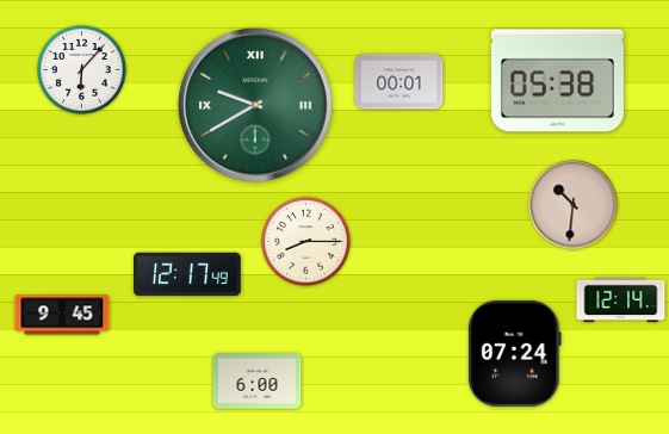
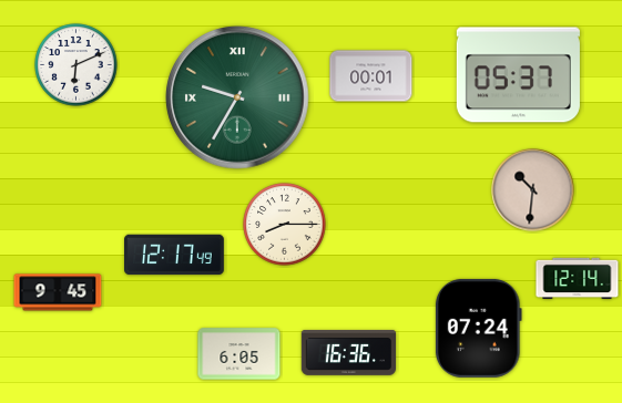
clock at (82, 70): 6:07 -> 6:11
clock at (557, 81): 05:38 -> 05:37
clock at (255, 105): 9:40 -> 9:35
clock at (348, 353): none -> 16:36
clock at (258, 382): 6:00 -> 6:05
